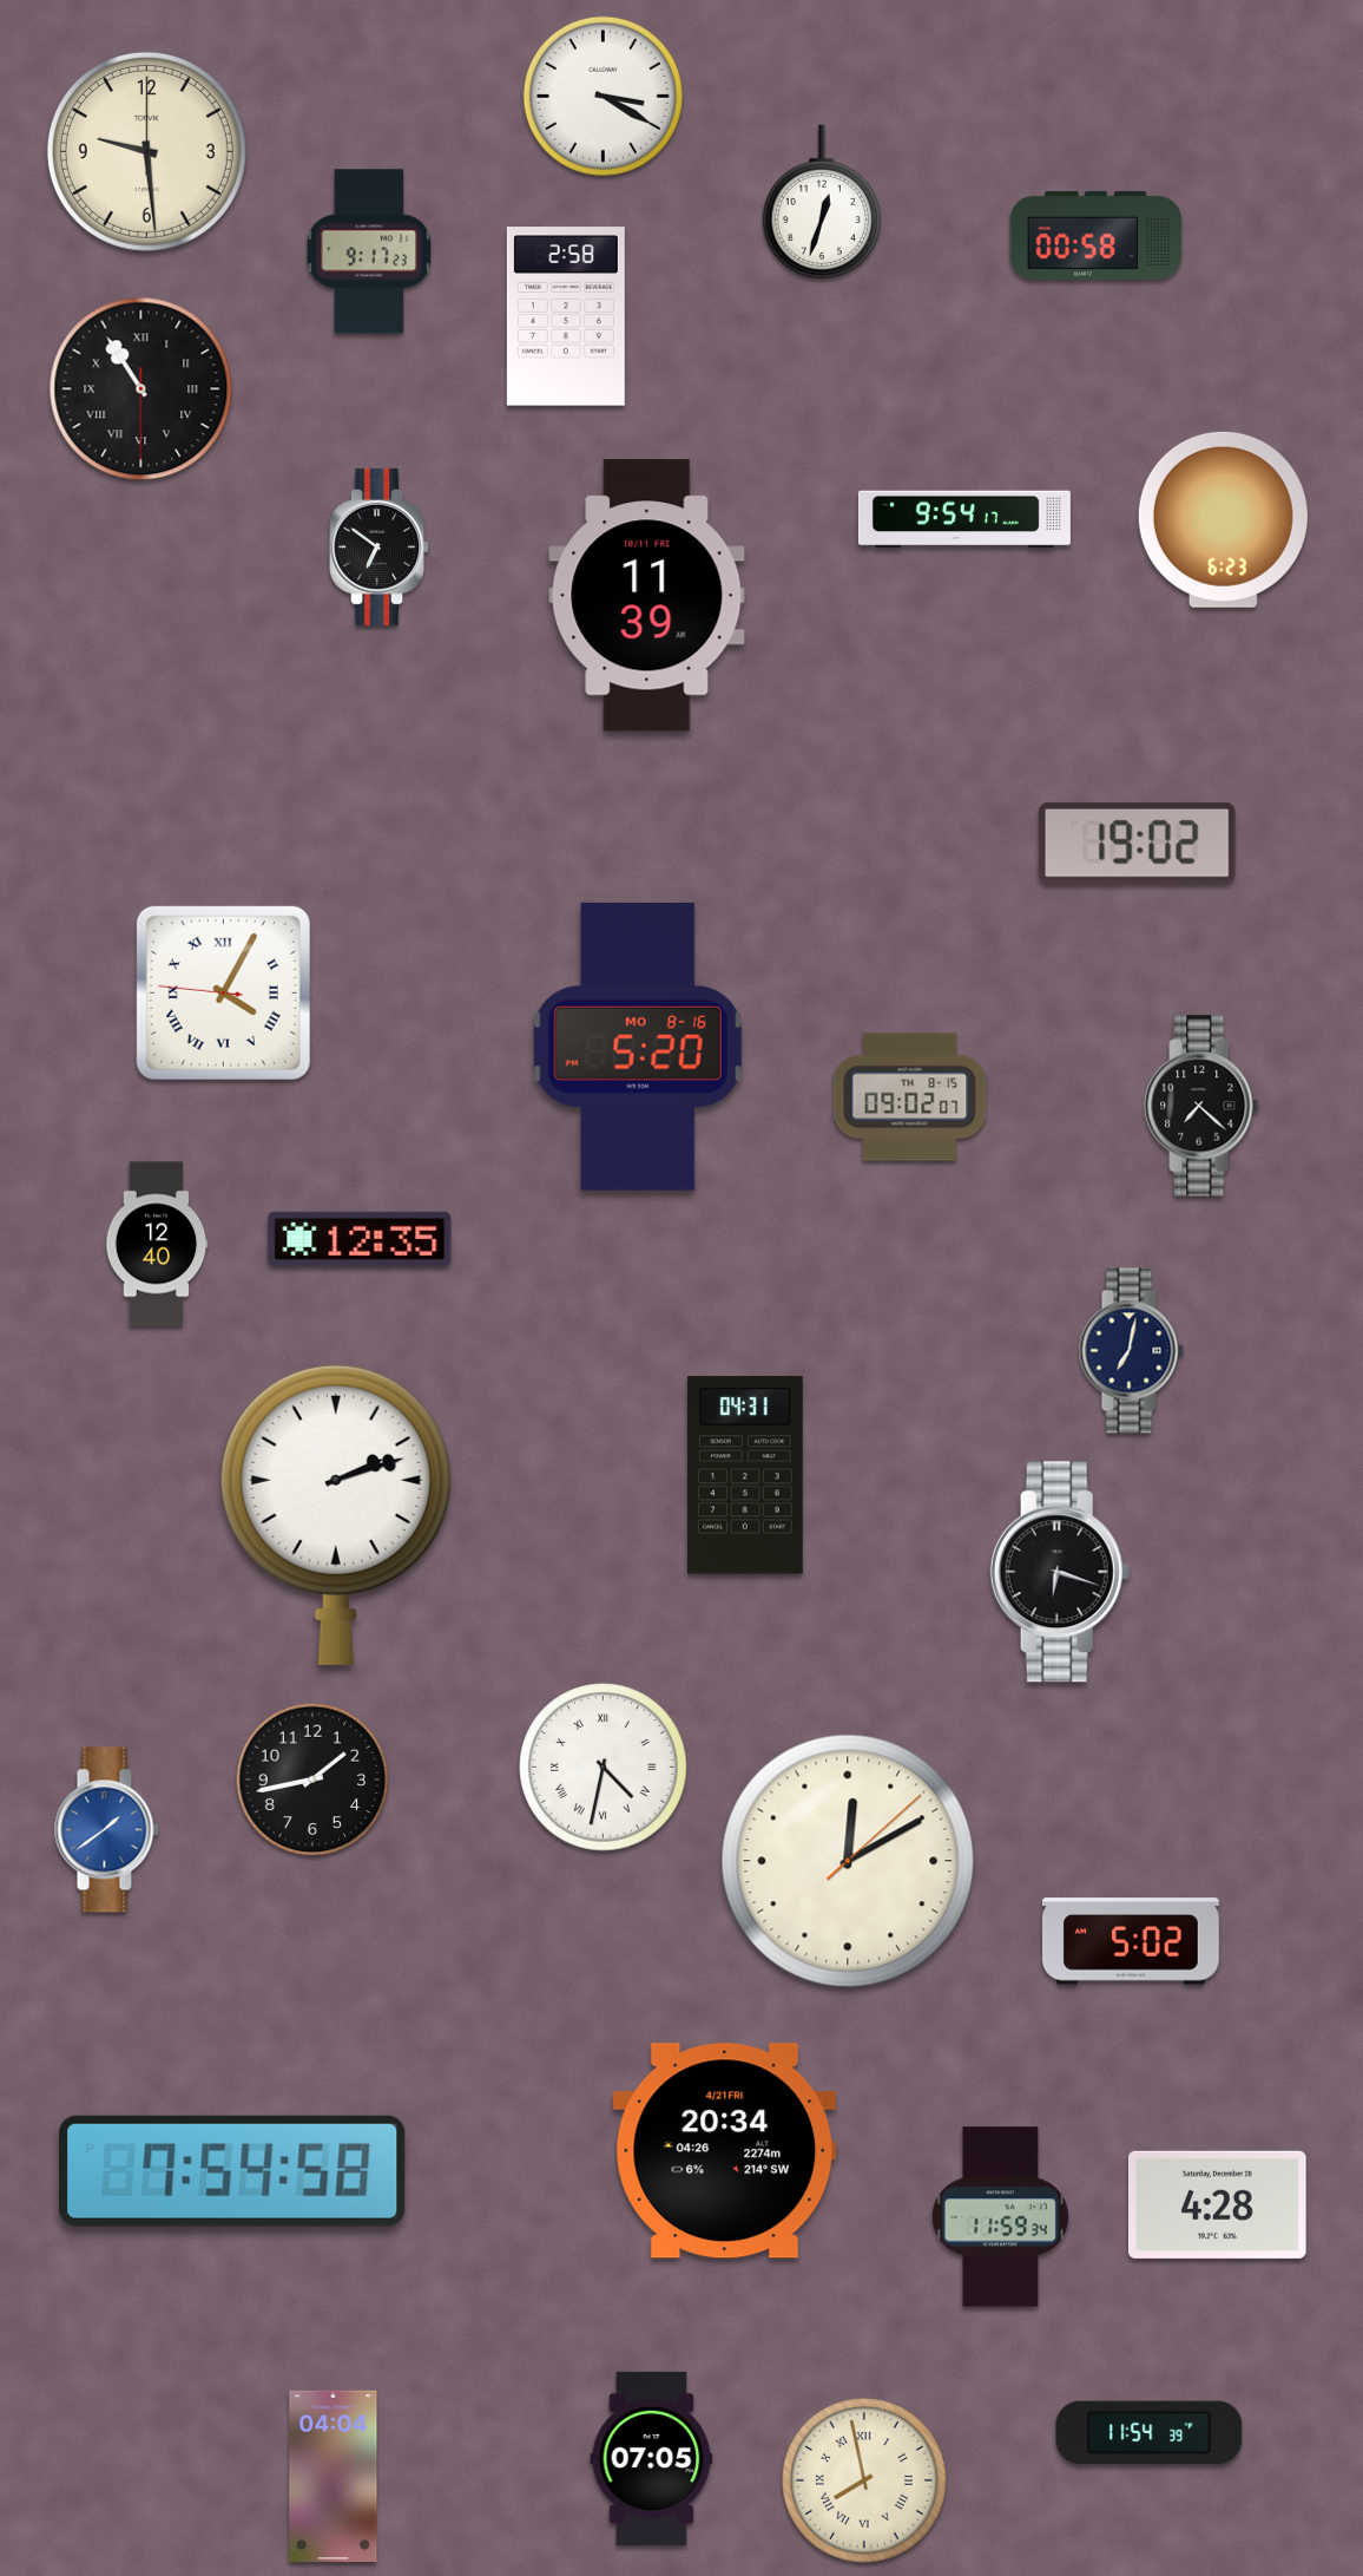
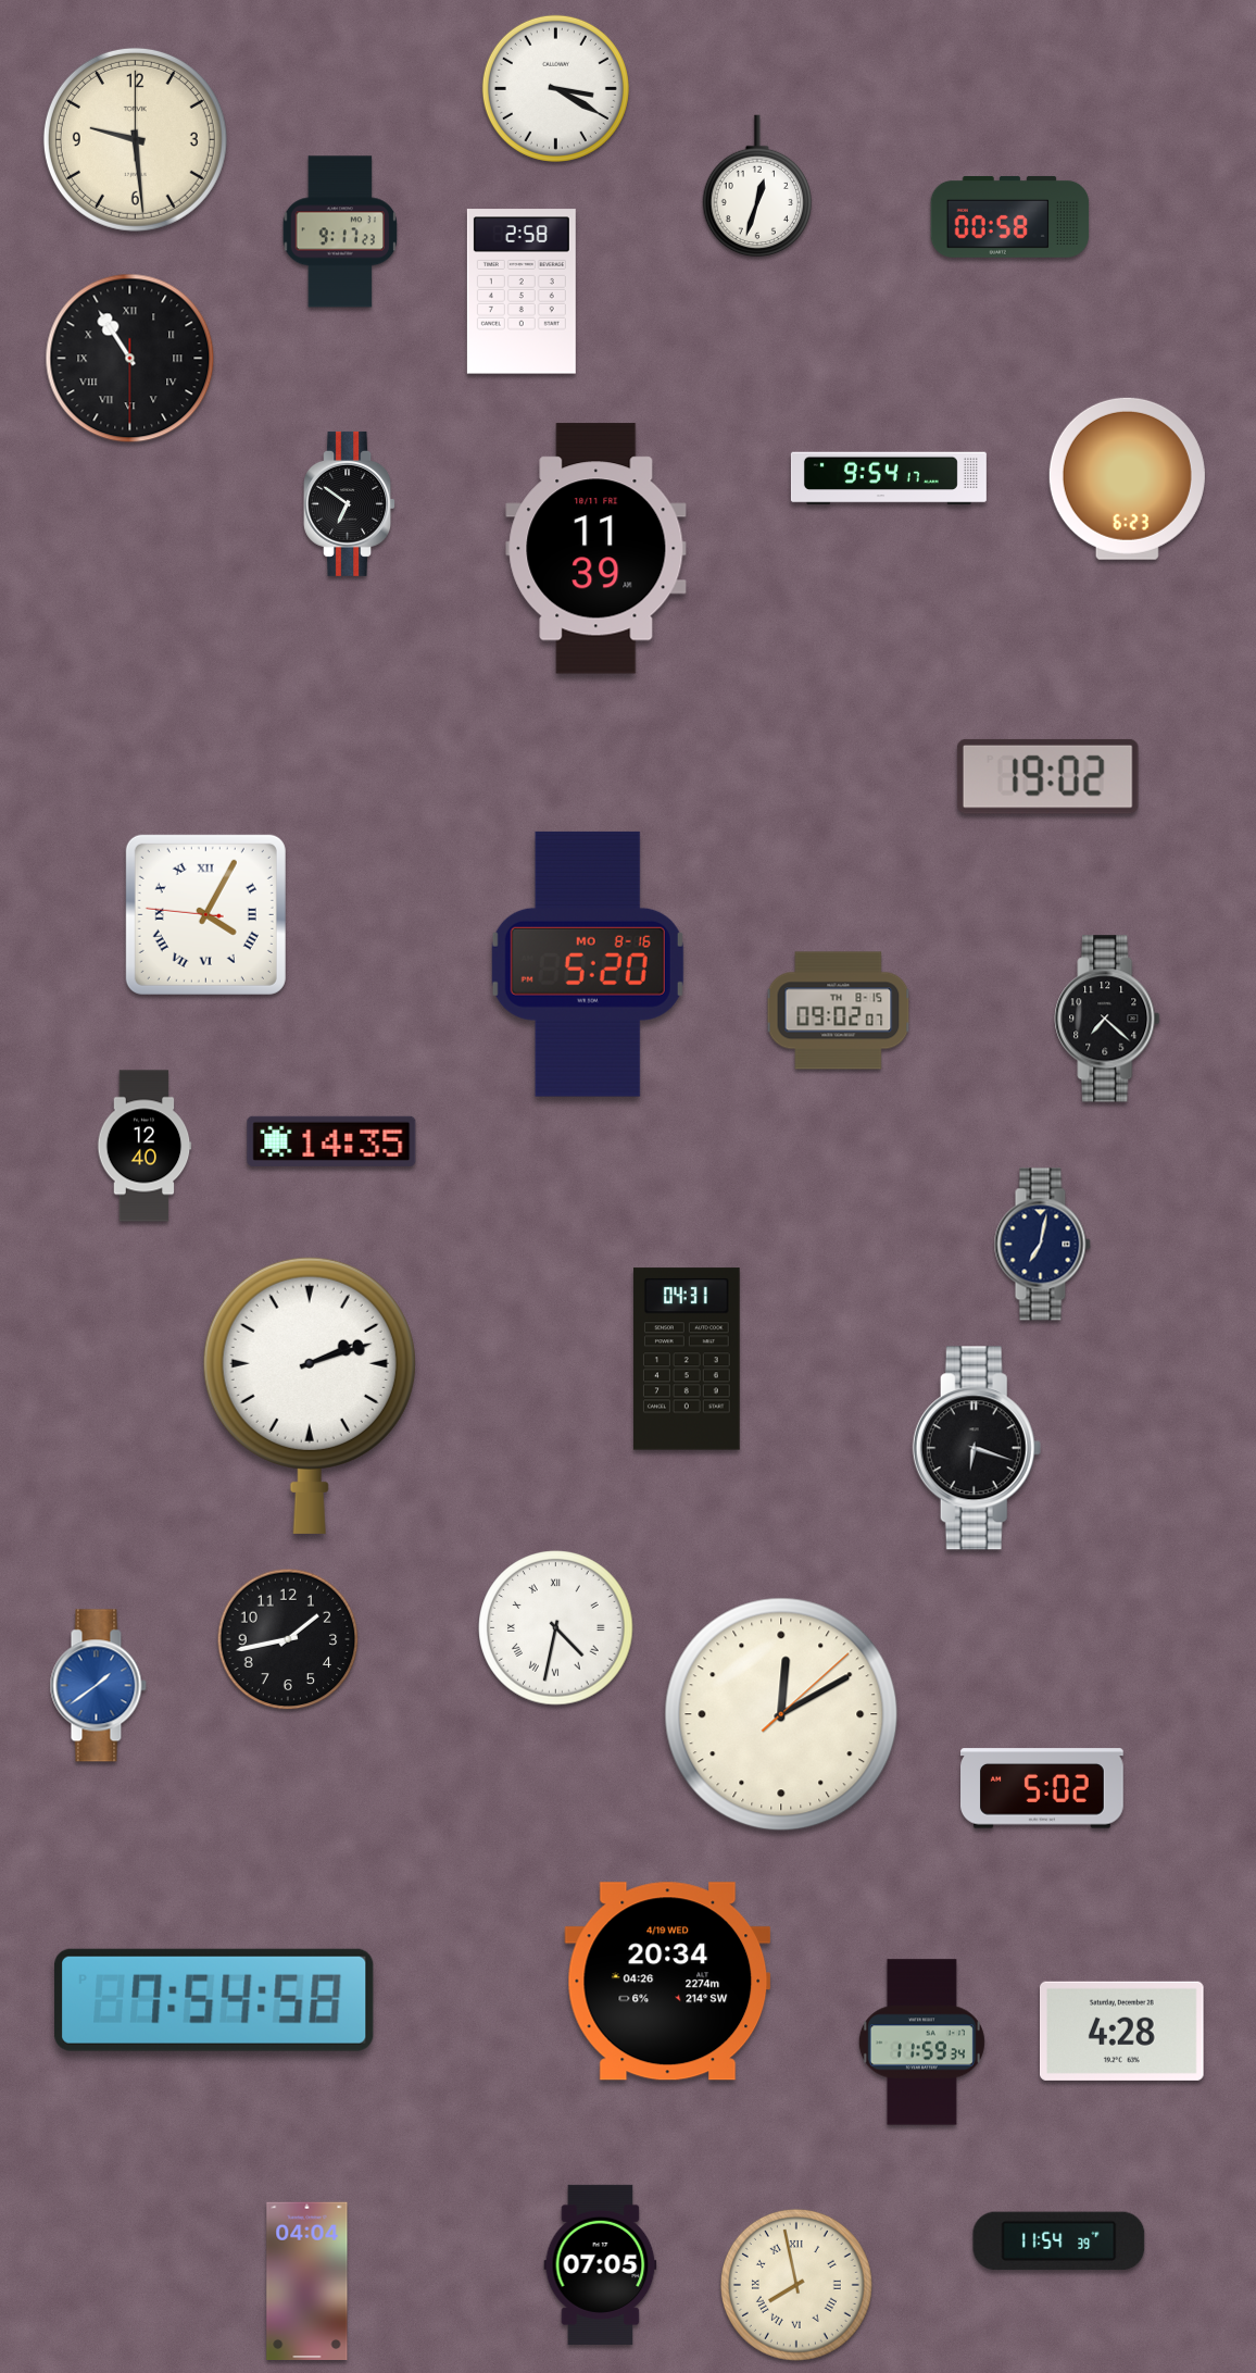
clock at (360, 1239): 12:35 -> 14:35
clock at (725, 2151) date: 4/21 FRI -> 4/19 WED
